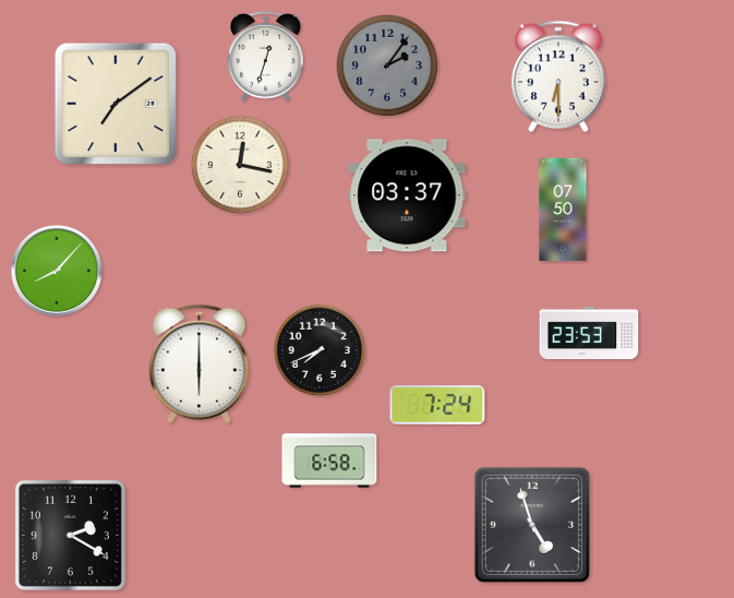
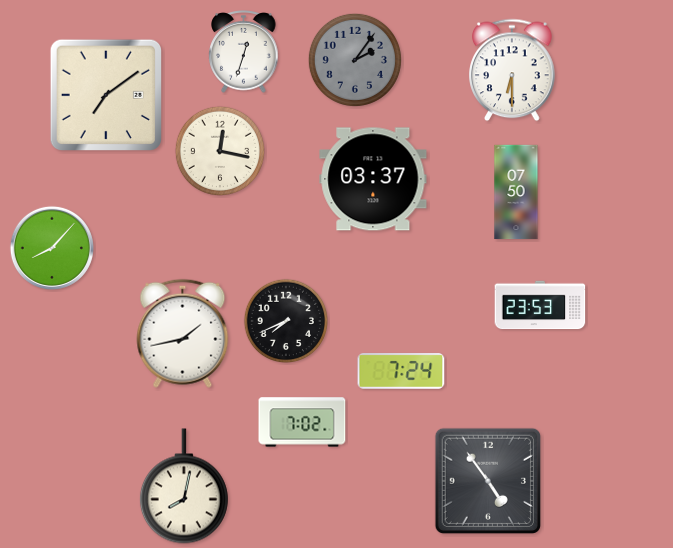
clock at (318, 349) position: (318, 349) -> (285, 320)
clock at (200, 363): 6:00 -> 1:43
clock at (329, 461): 6:58 -> 7:02
clock at (532, 525): 4:57 -> 4:54
clock at (184, 486): none -> 8:02
clock at (70, 535): 2:20 -> none
